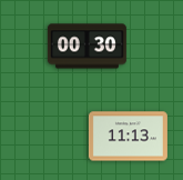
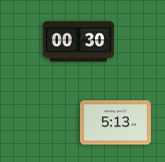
clock at (128, 137): 11:13 -> 5:13
